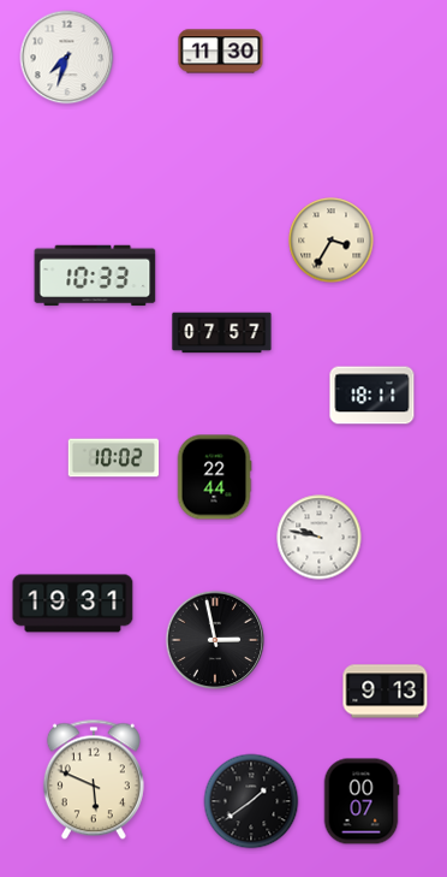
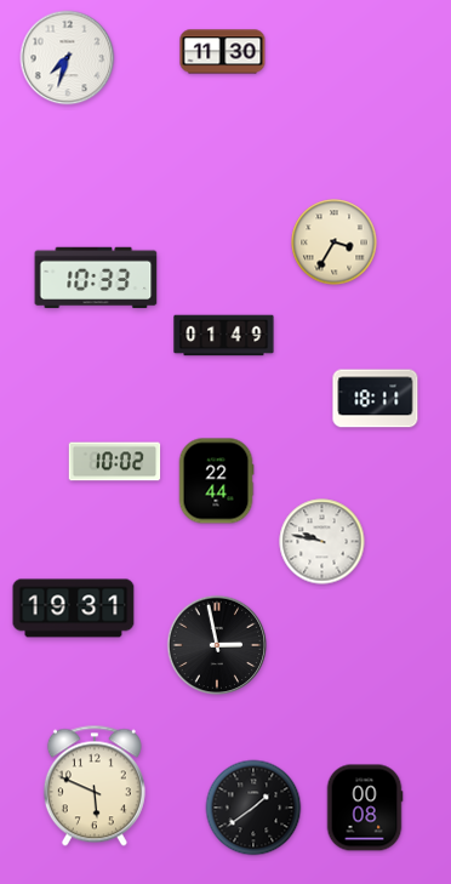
clock at (222, 333): 07:57 -> 01:49
clock at (386, 692): 9:13 -> none
clock at (362, 801): 00:07 -> 00:08
